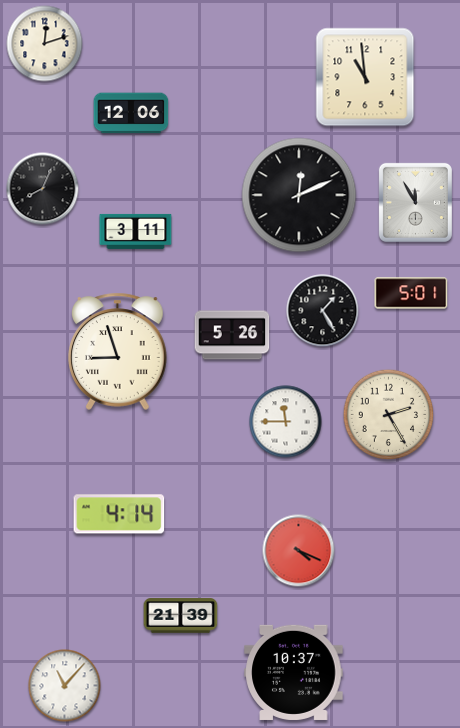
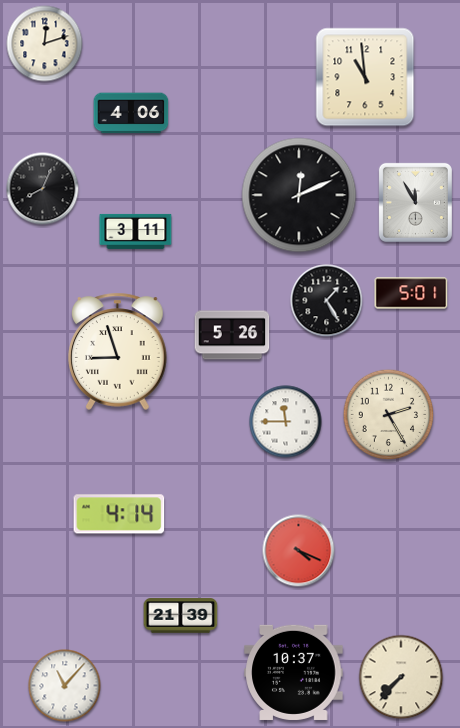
clock at (131, 113): 12:06 -> 4:06
clock at (323, 311) position: (323, 311) -> (327, 301)
clock at (401, 677): none -> 7:37
